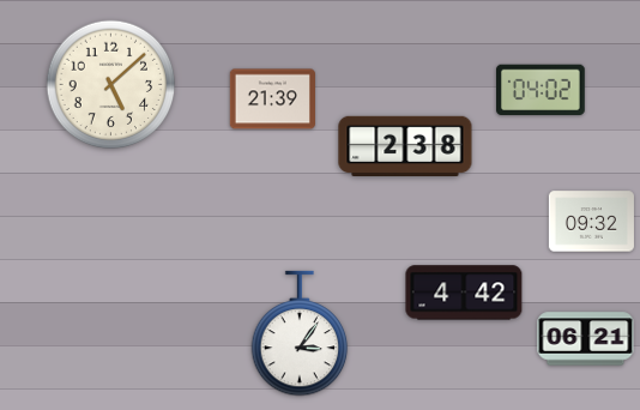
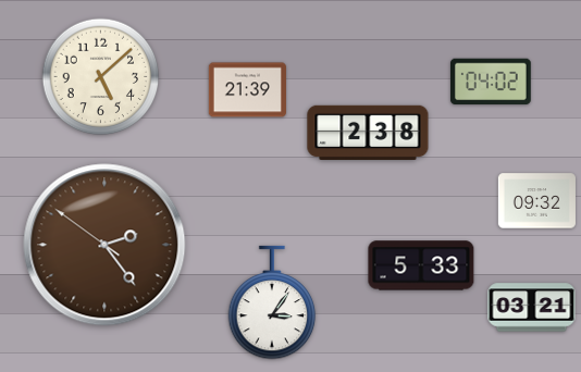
clock at (104, 245): none -> 2:23
clock at (464, 293): 4:42 -> 5:33
clock at (586, 339): 06:21 -> 03:21
